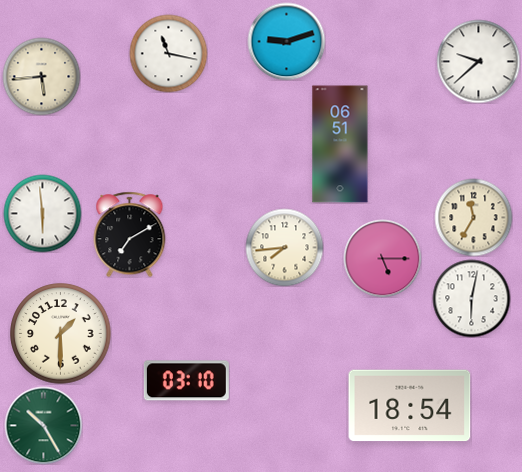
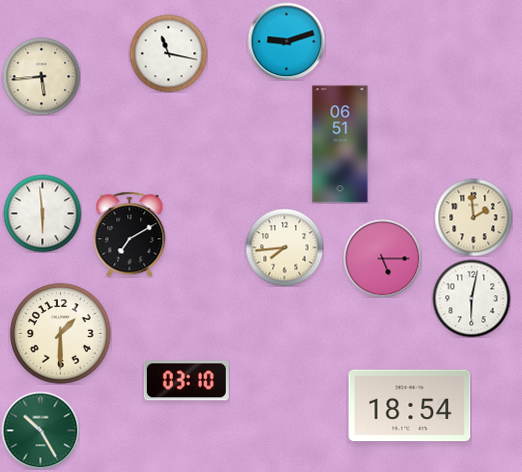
clock at (478, 61): 9:38 -> none
clock at (473, 217): 11:35 -> 1:59
clock at (43, 425) position: (43, 425) -> (40, 430)
